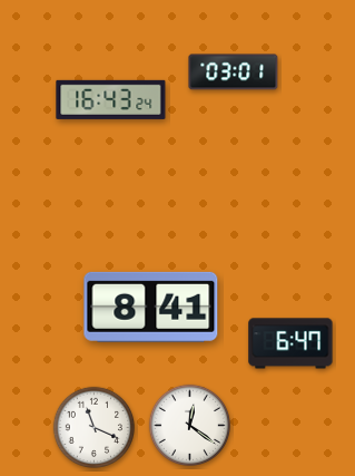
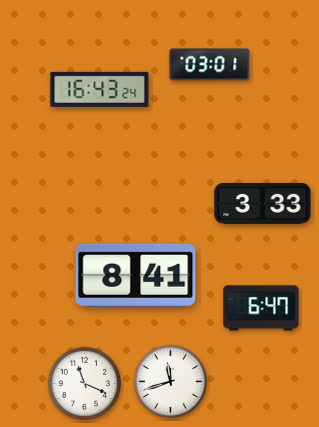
clock at (263, 203): none -> 3:33
clock at (189, 425): 12:21 -> 11:42
